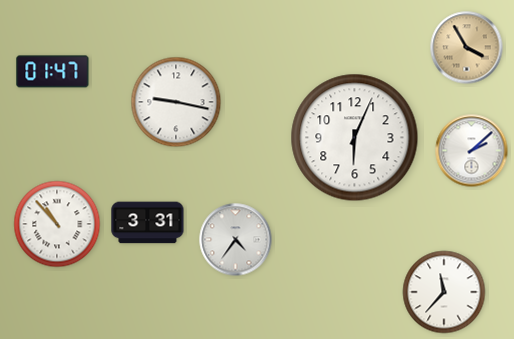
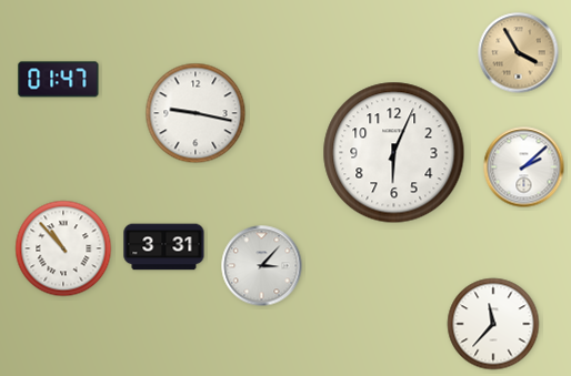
clock at (236, 240): 4:36 -> 3:07
